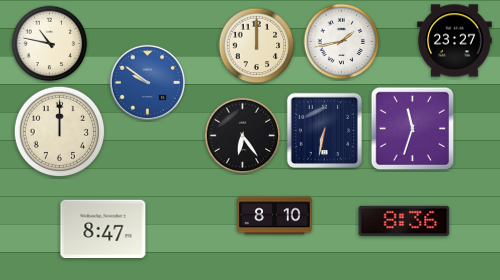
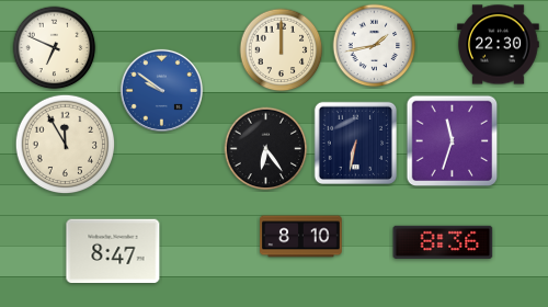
clock at (455, 41): 23:27 -> 22:30
clock at (50, 44): 10:47 -> 6:49
clock at (60, 132): 12:00 -> 11:55
